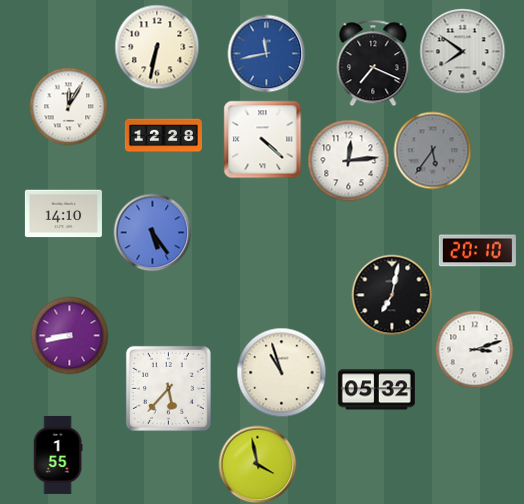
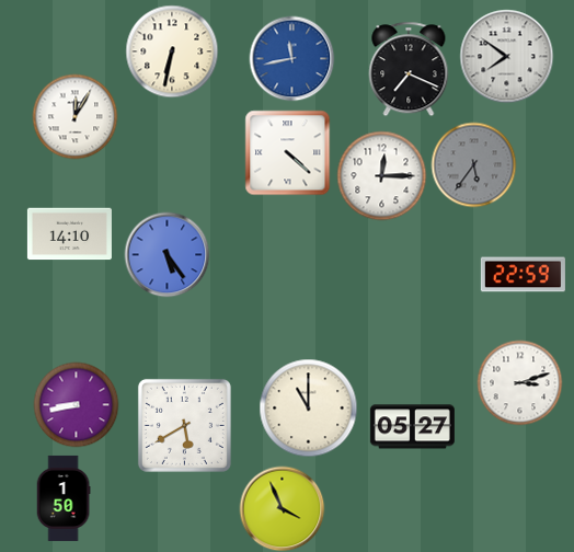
clock at (163, 136): 12:28 -> none
clock at (348, 160): 12:14 -> 12:15
clock at (477, 251): 20:10 -> 22:59
clock at (392, 295): 7:02 -> none
clock at (69, 335) position: (69, 335) -> (76, 404)
clock at (281, 372): 10:57 -> 11:00
clock at (168, 388): 5:37 -> 5:40
clock at (376, 390): 05:32 -> 05:27
clock at (58, 455): 1:55 -> 1:50
clock at (257, 464): 3:58 -> 3:56
